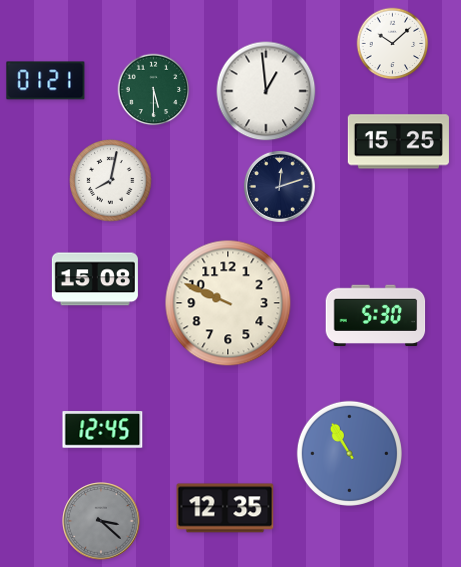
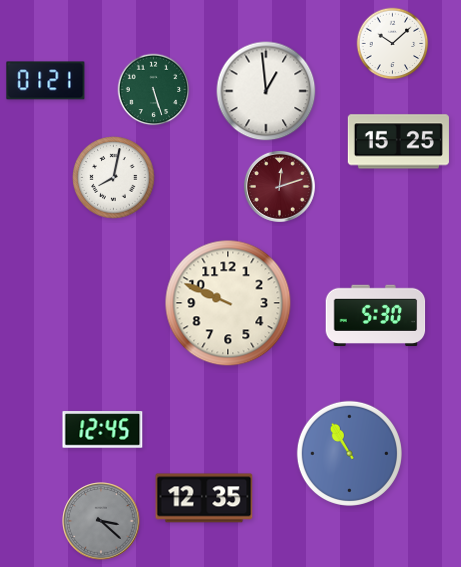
clock at (154, 90): 5:30 -> 5:27
clock at (111, 181) position: (111, 181) -> (114, 178)
clock at (279, 186) dial: navy -> burgundy
clock at (95, 279): 15:08 -> none
clock at (225, 508) position: (225, 508) -> (204, 498)
